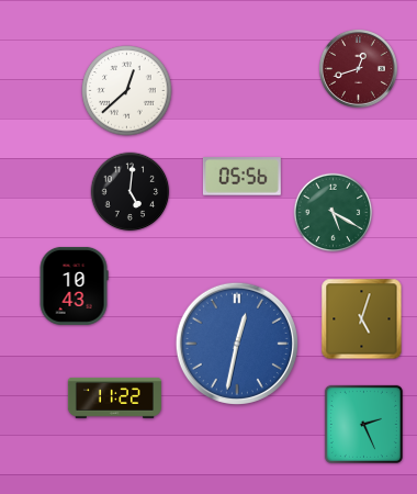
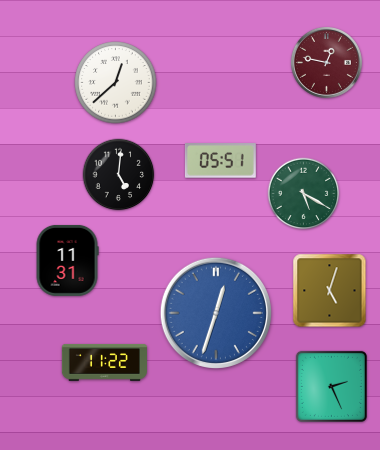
clock at (358, 68): 12:42 -> 12:47
clock at (241, 177): 05:56 -> 05:51
clock at (74, 285): 10:43 -> 11:31
clock at (237, 344): 12:32 -> 12:33
